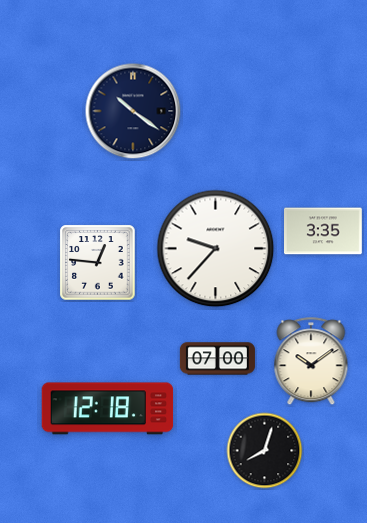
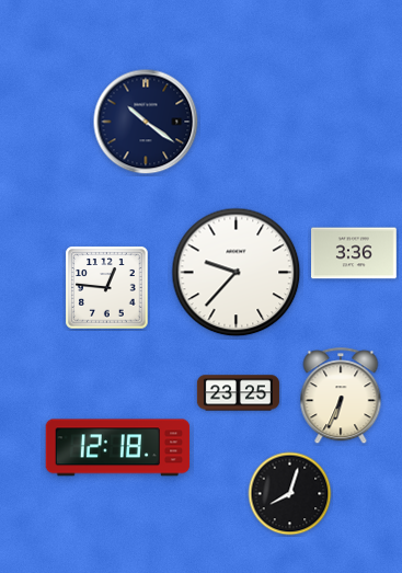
clock at (324, 231): 3:35 -> 3:36
clock at (217, 359): 07:00 -> 23:25
clock at (311, 362): 10:09 -> 6:34
